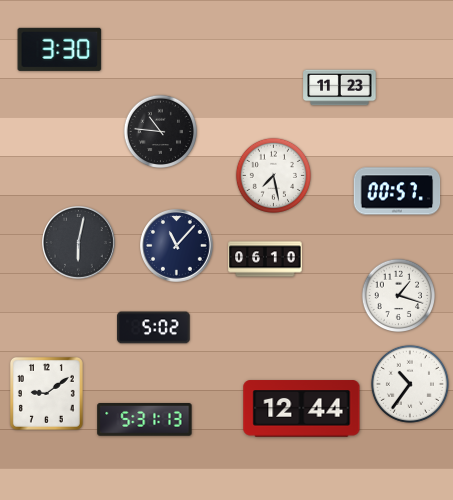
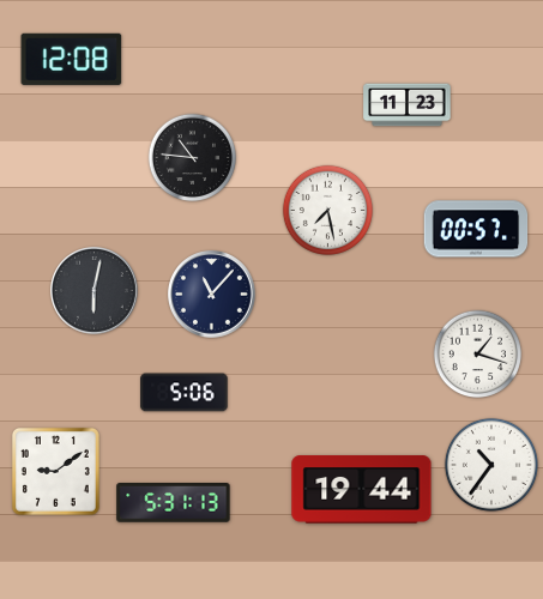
clock at (60, 49): 3:30 -> 12:08
clock at (265, 259): 06:10 -> none
clock at (154, 328): 5:02 -> 5:06
clock at (410, 384) position: (410, 384) -> (491, 465)
clock at (302, 409): 12:44 -> 19:44
